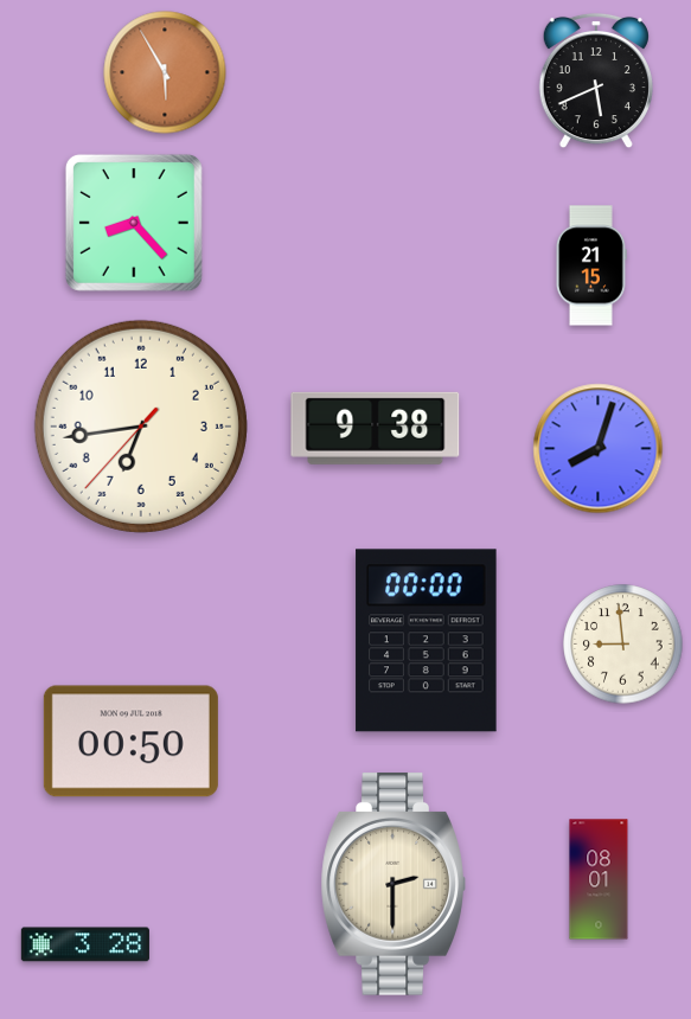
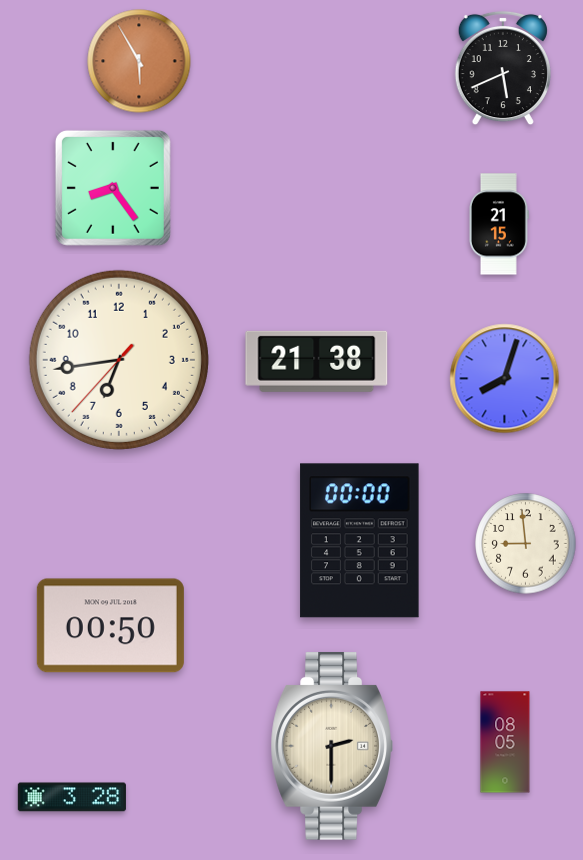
clock at (134, 223): 8:23 -> 8:24
clock at (376, 428): 9:38 -> 21:38
clock at (599, 879): 08:01 -> 08:05
